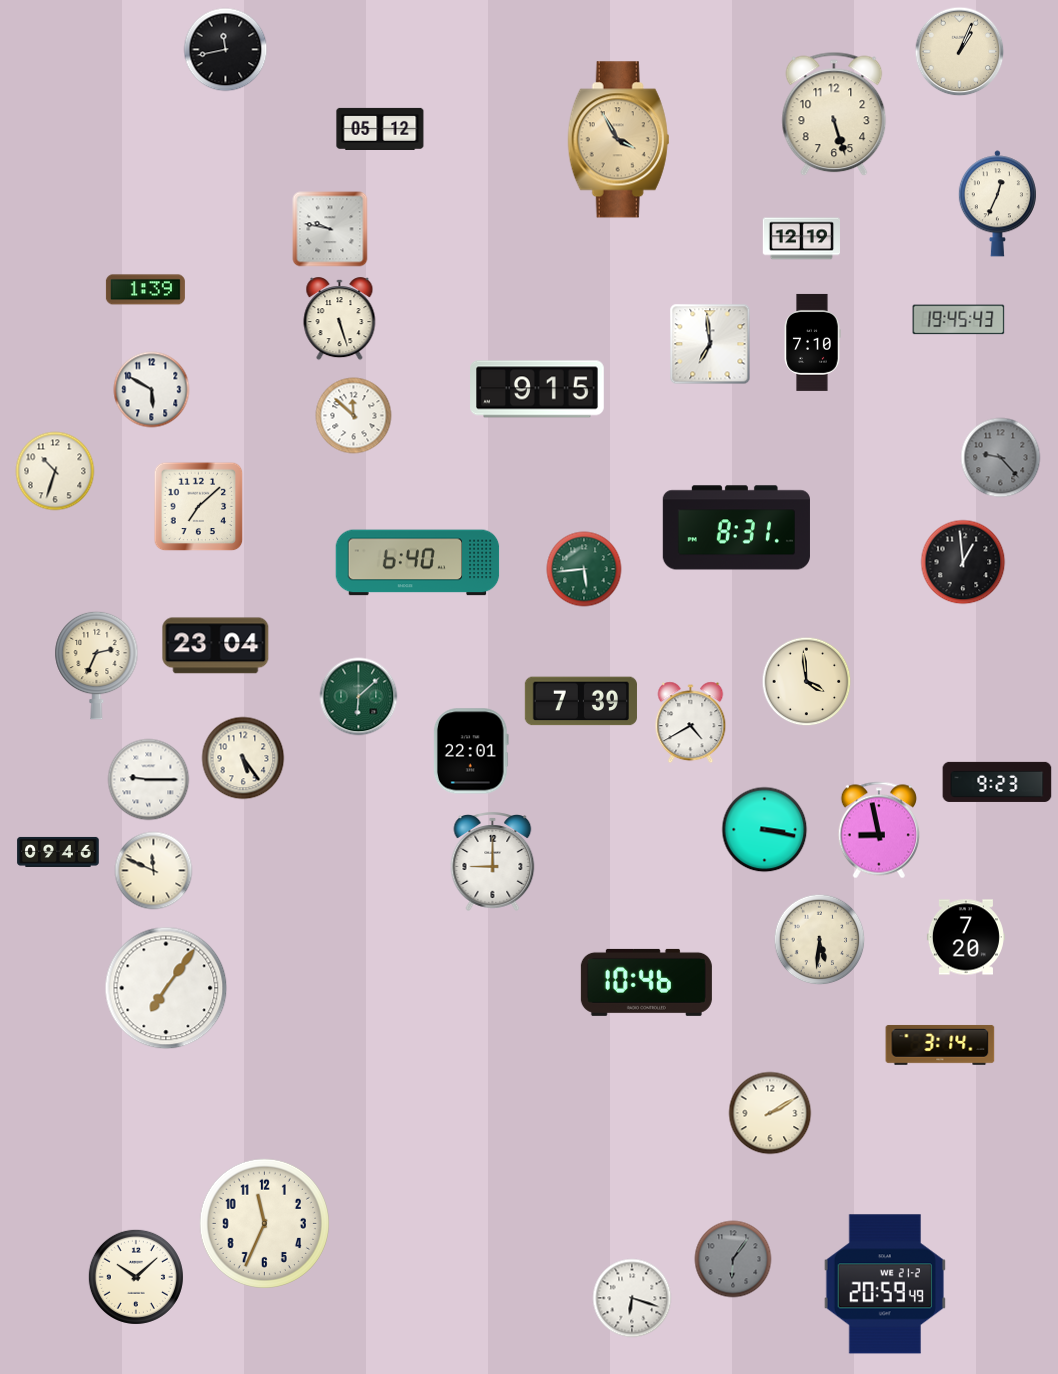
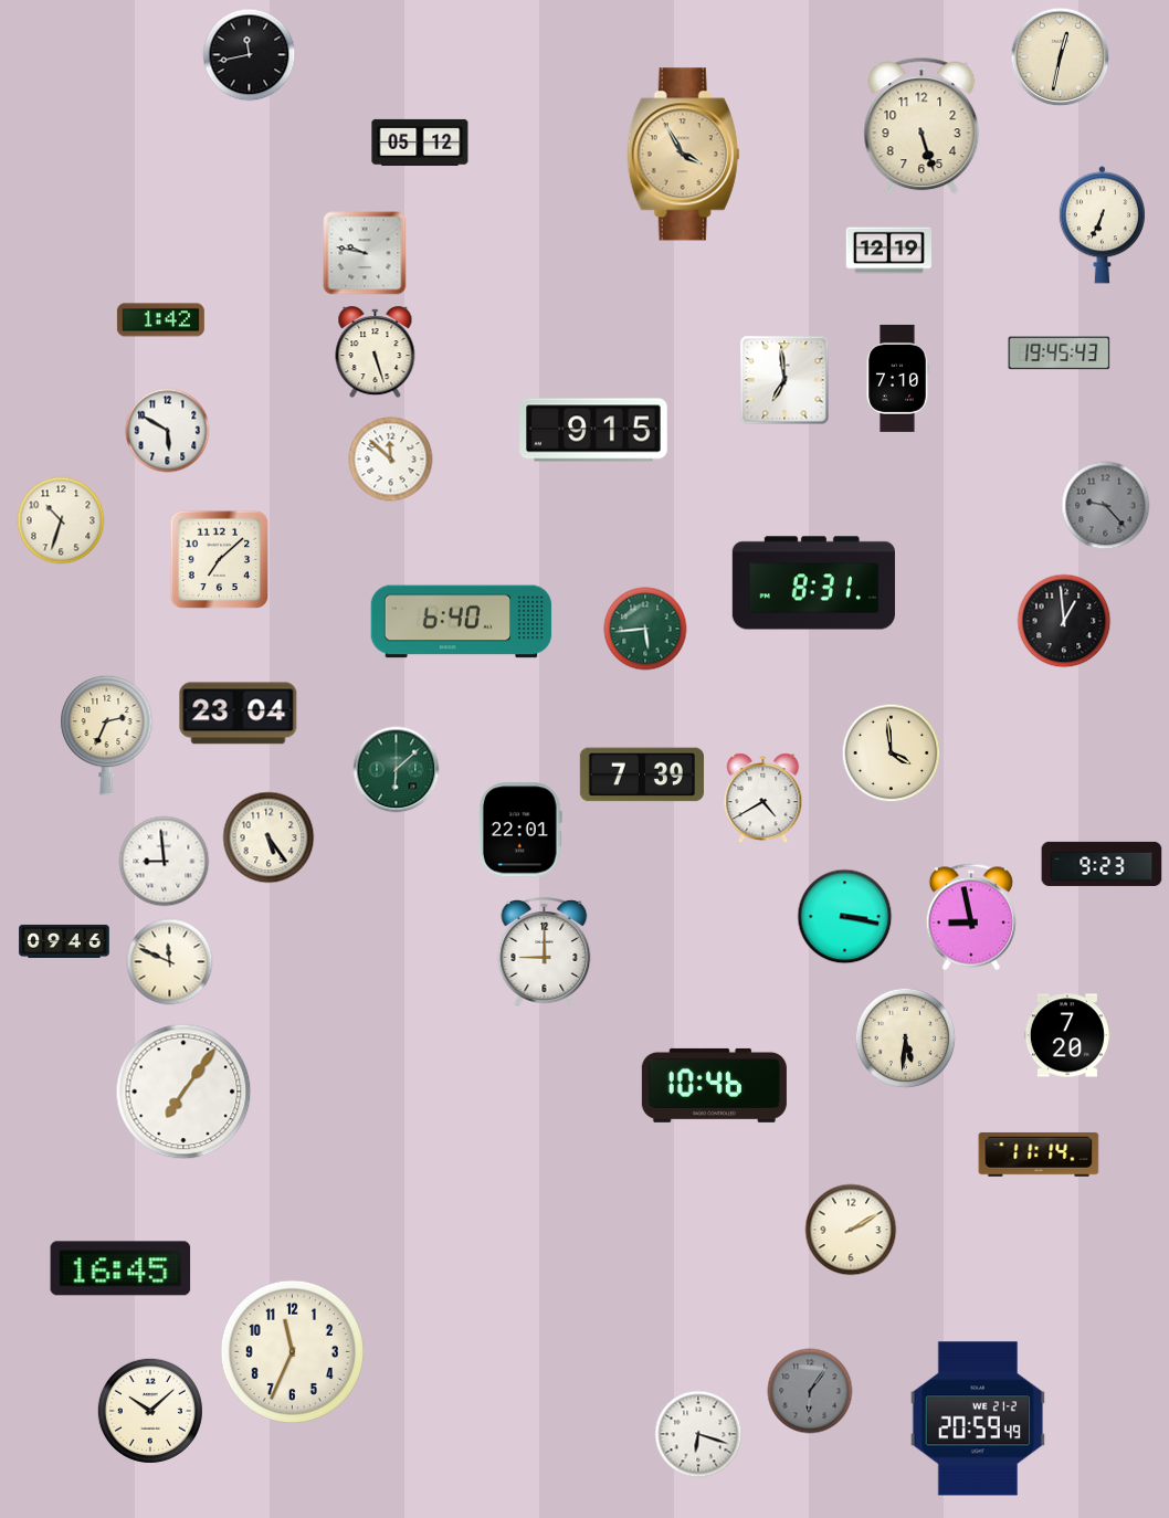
clock at (960, 52): 1:04 -> 12:32
clock at (997, 204): 12:34 -> 6:34
clock at (801, 239) position: (801, 239) -> (888, 251)
clock at (145, 290): 1:39 -> 1:42
clock at (149, 780): 9:15 -> 8:59
clock at (940, 1045): 3:14 -> 11:14
clock at (120, 1268): none -> 16:45
